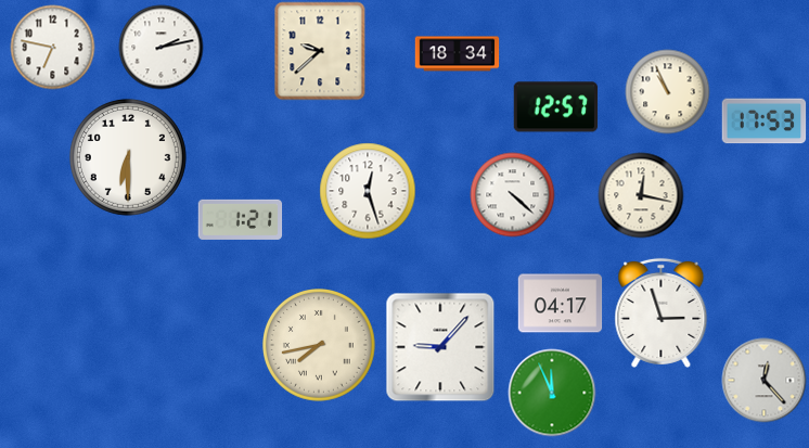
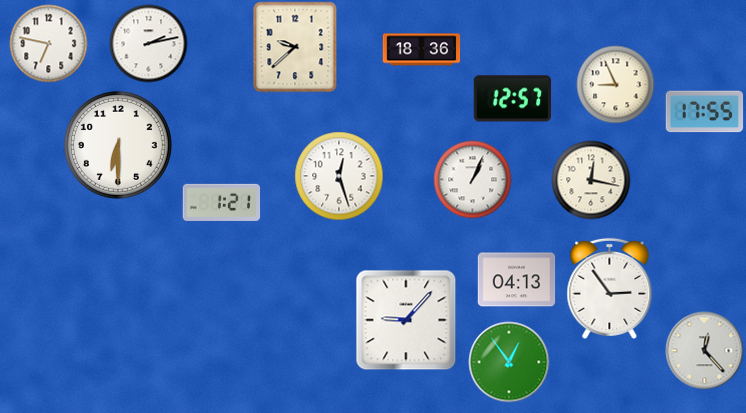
clock at (457, 54): 18:34 -> 18:36
clock at (667, 91): 10:56 -> 8:56
clock at (763, 121): 17:53 -> 17:55
clock at (512, 194): 4:22 -> 1:04
clock at (560, 304): 04:17 -> 04:13
clock at (662, 312): 2:57 -> 2:54
clock at (320, 346): 7:43 -> none
clock at (552, 393): 11:56 -> 12:54
